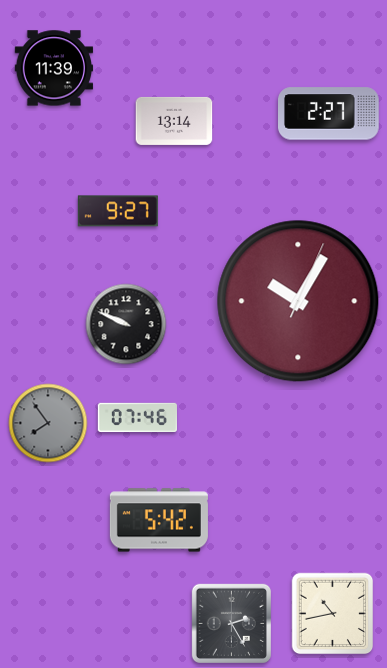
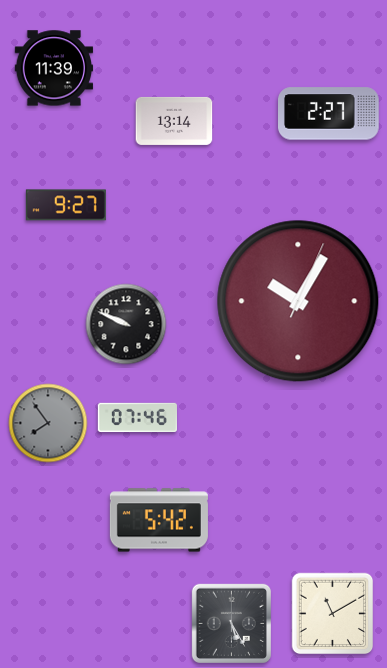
clock at (118, 211) position: (118, 211) -> (66, 205)
clock at (333, 614): 10:43 -> 11:10
clock at (231, 623): 2:25 -> 5:25
